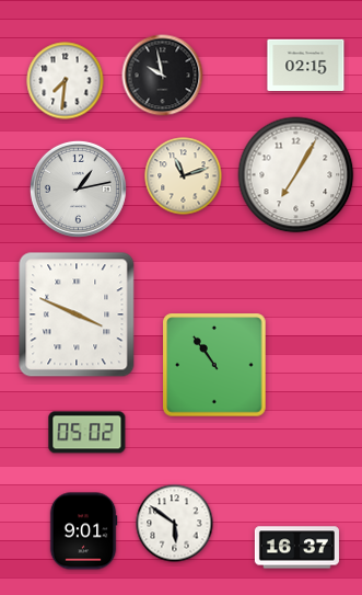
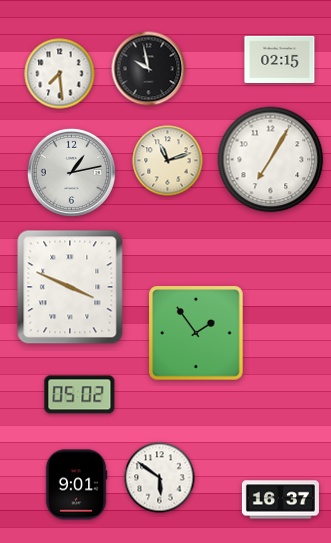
clock at (66, 81): 7:31 -> 7:29
clock at (214, 365): 10:54 -> 1:54
clock at (296, 548) position: (296, 548) -> (280, 500)
